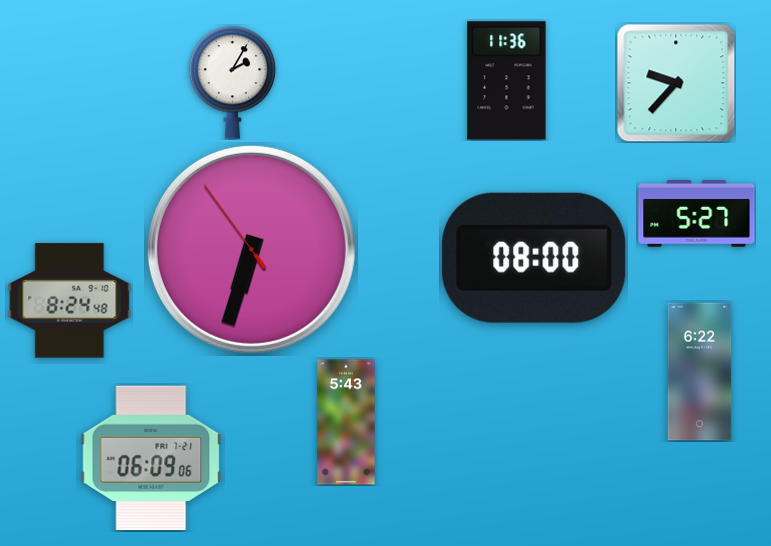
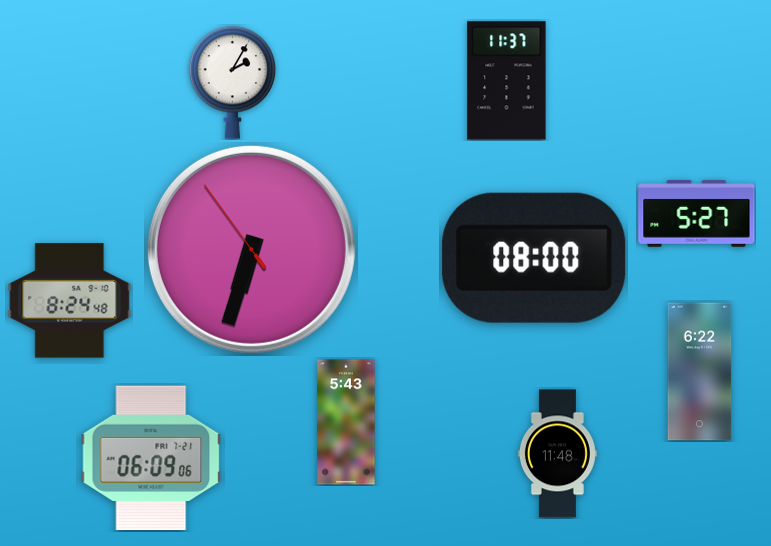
clock at (507, 81): 11:36 -> 11:37
clock at (676, 83): 9:37 -> none
clock at (557, 454): none -> 11:48
